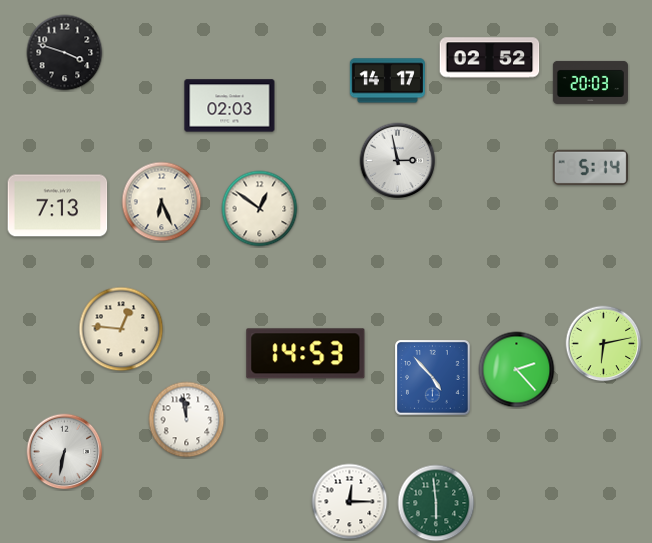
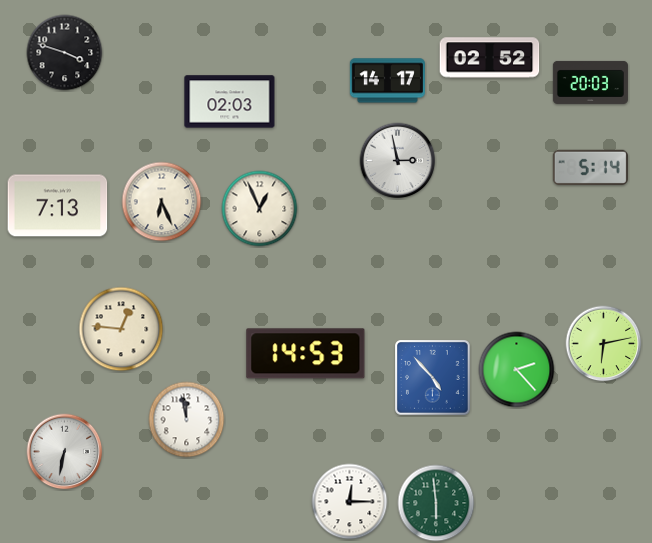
clock at (230, 106) position: (230, 106) -> (230, 102)
clock at (260, 209): 12:51 -> 12:56
